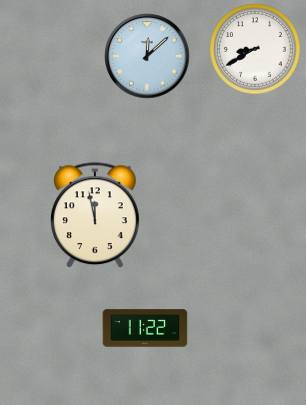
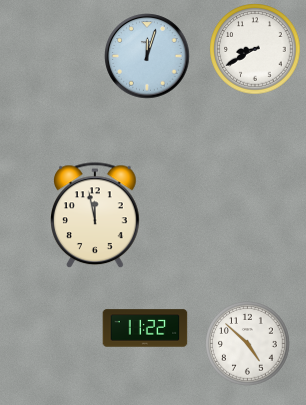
clock at (147, 56): 12:08 -> 12:03
clock at (248, 344): none -> 4:52
